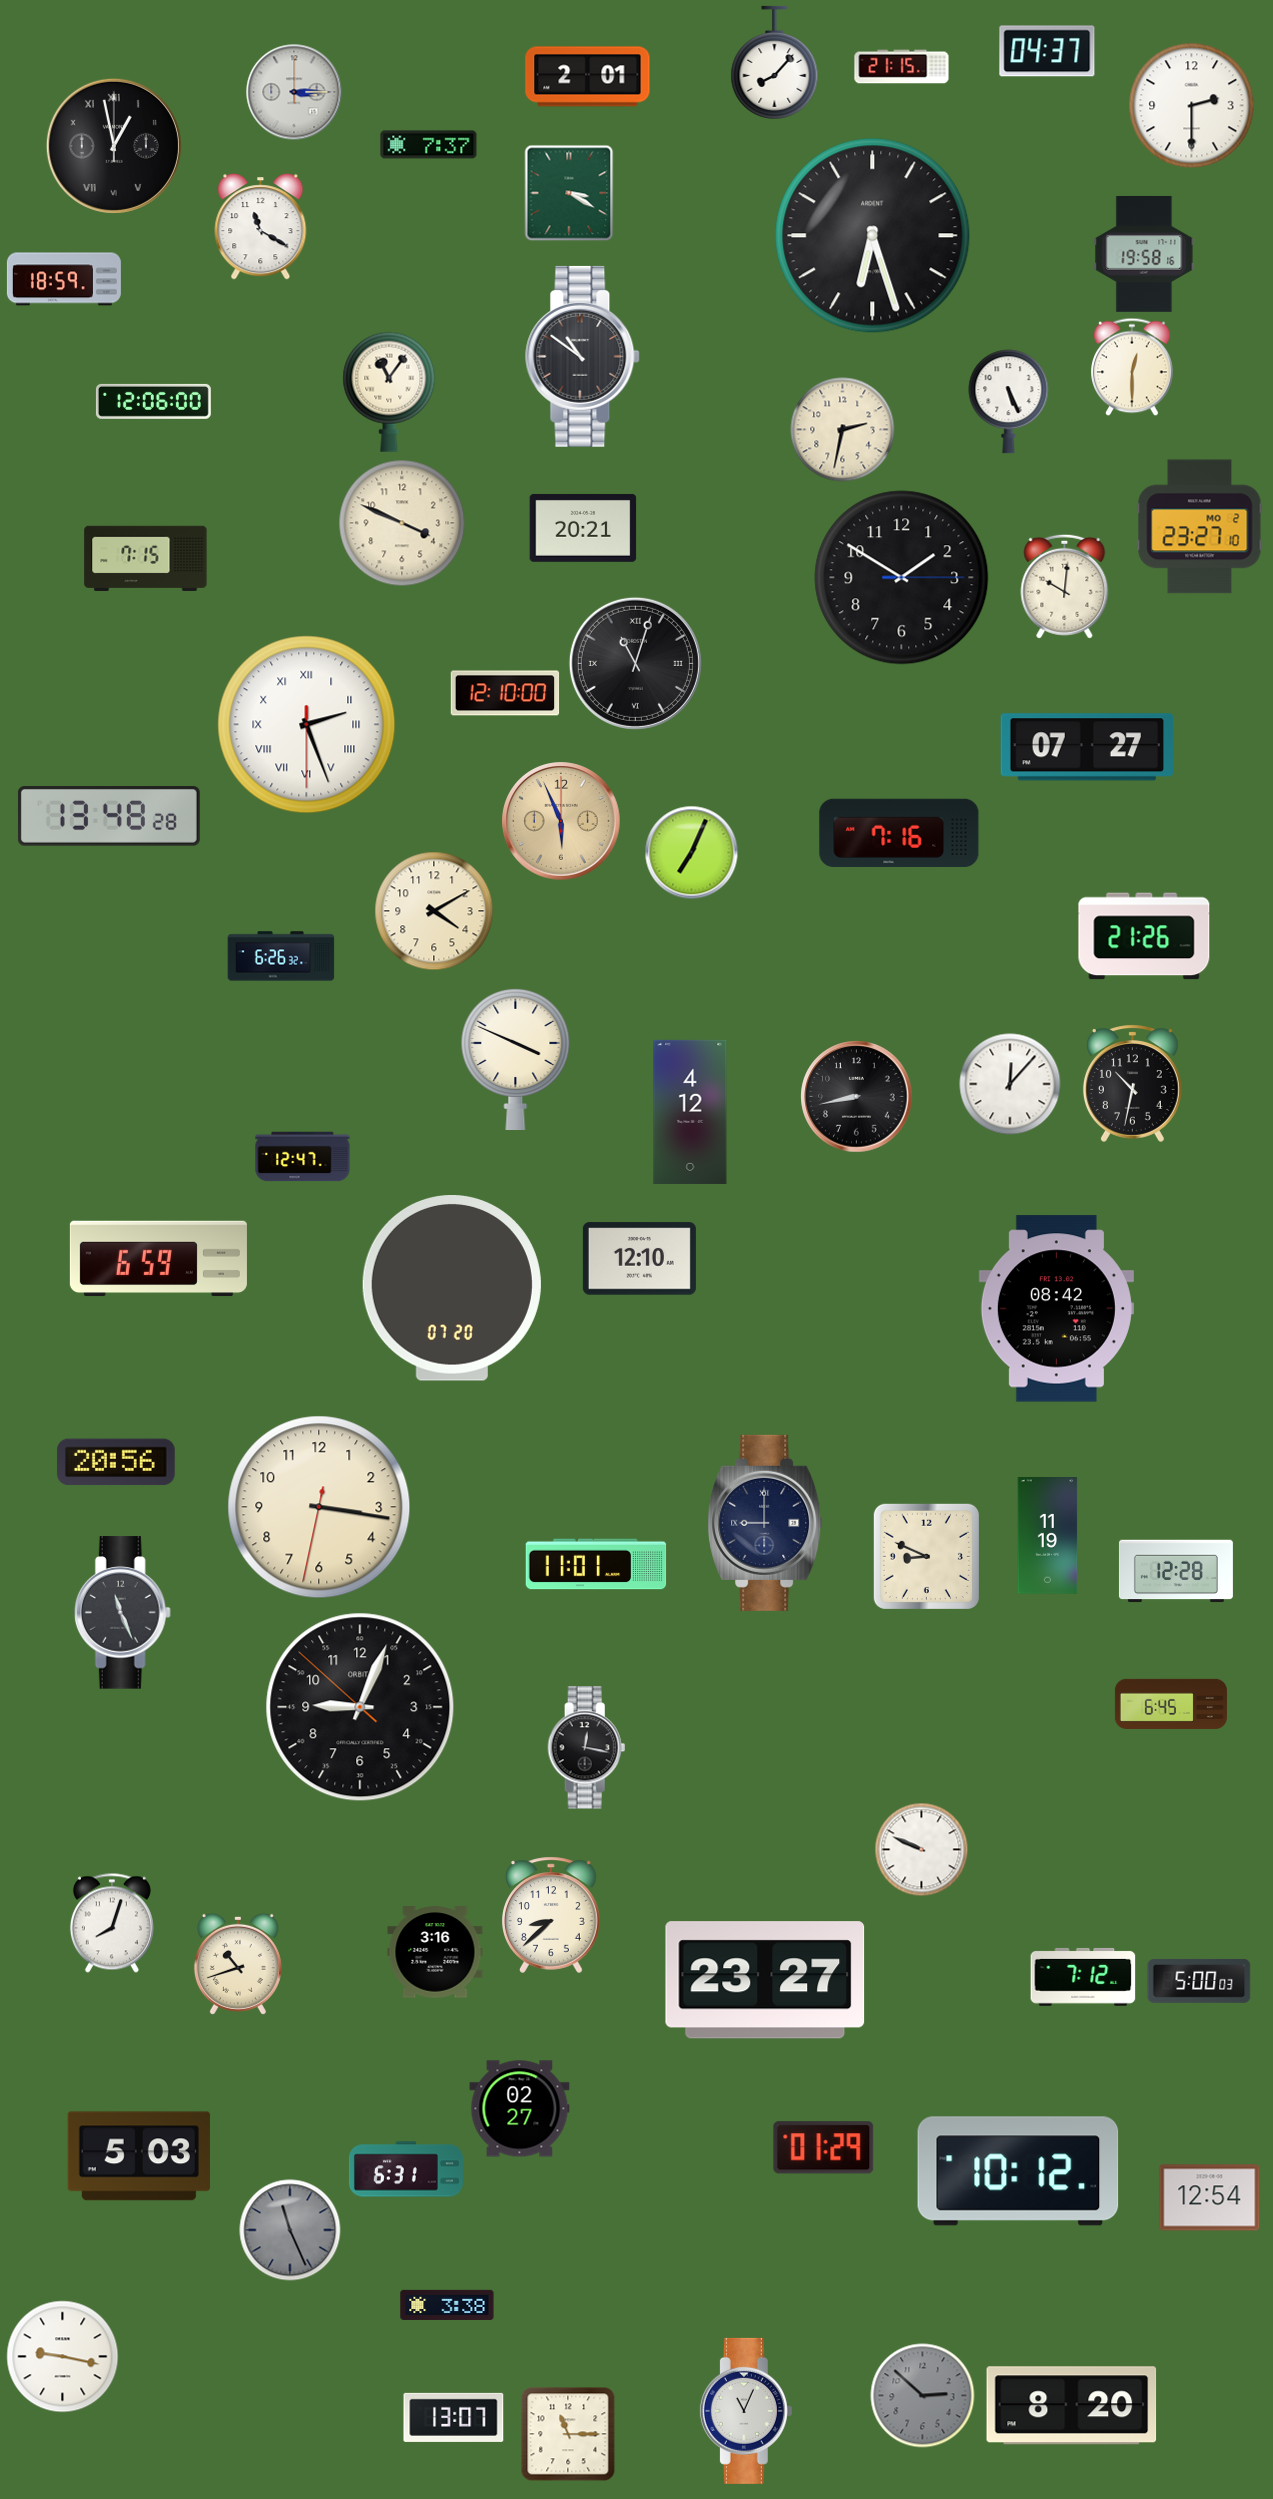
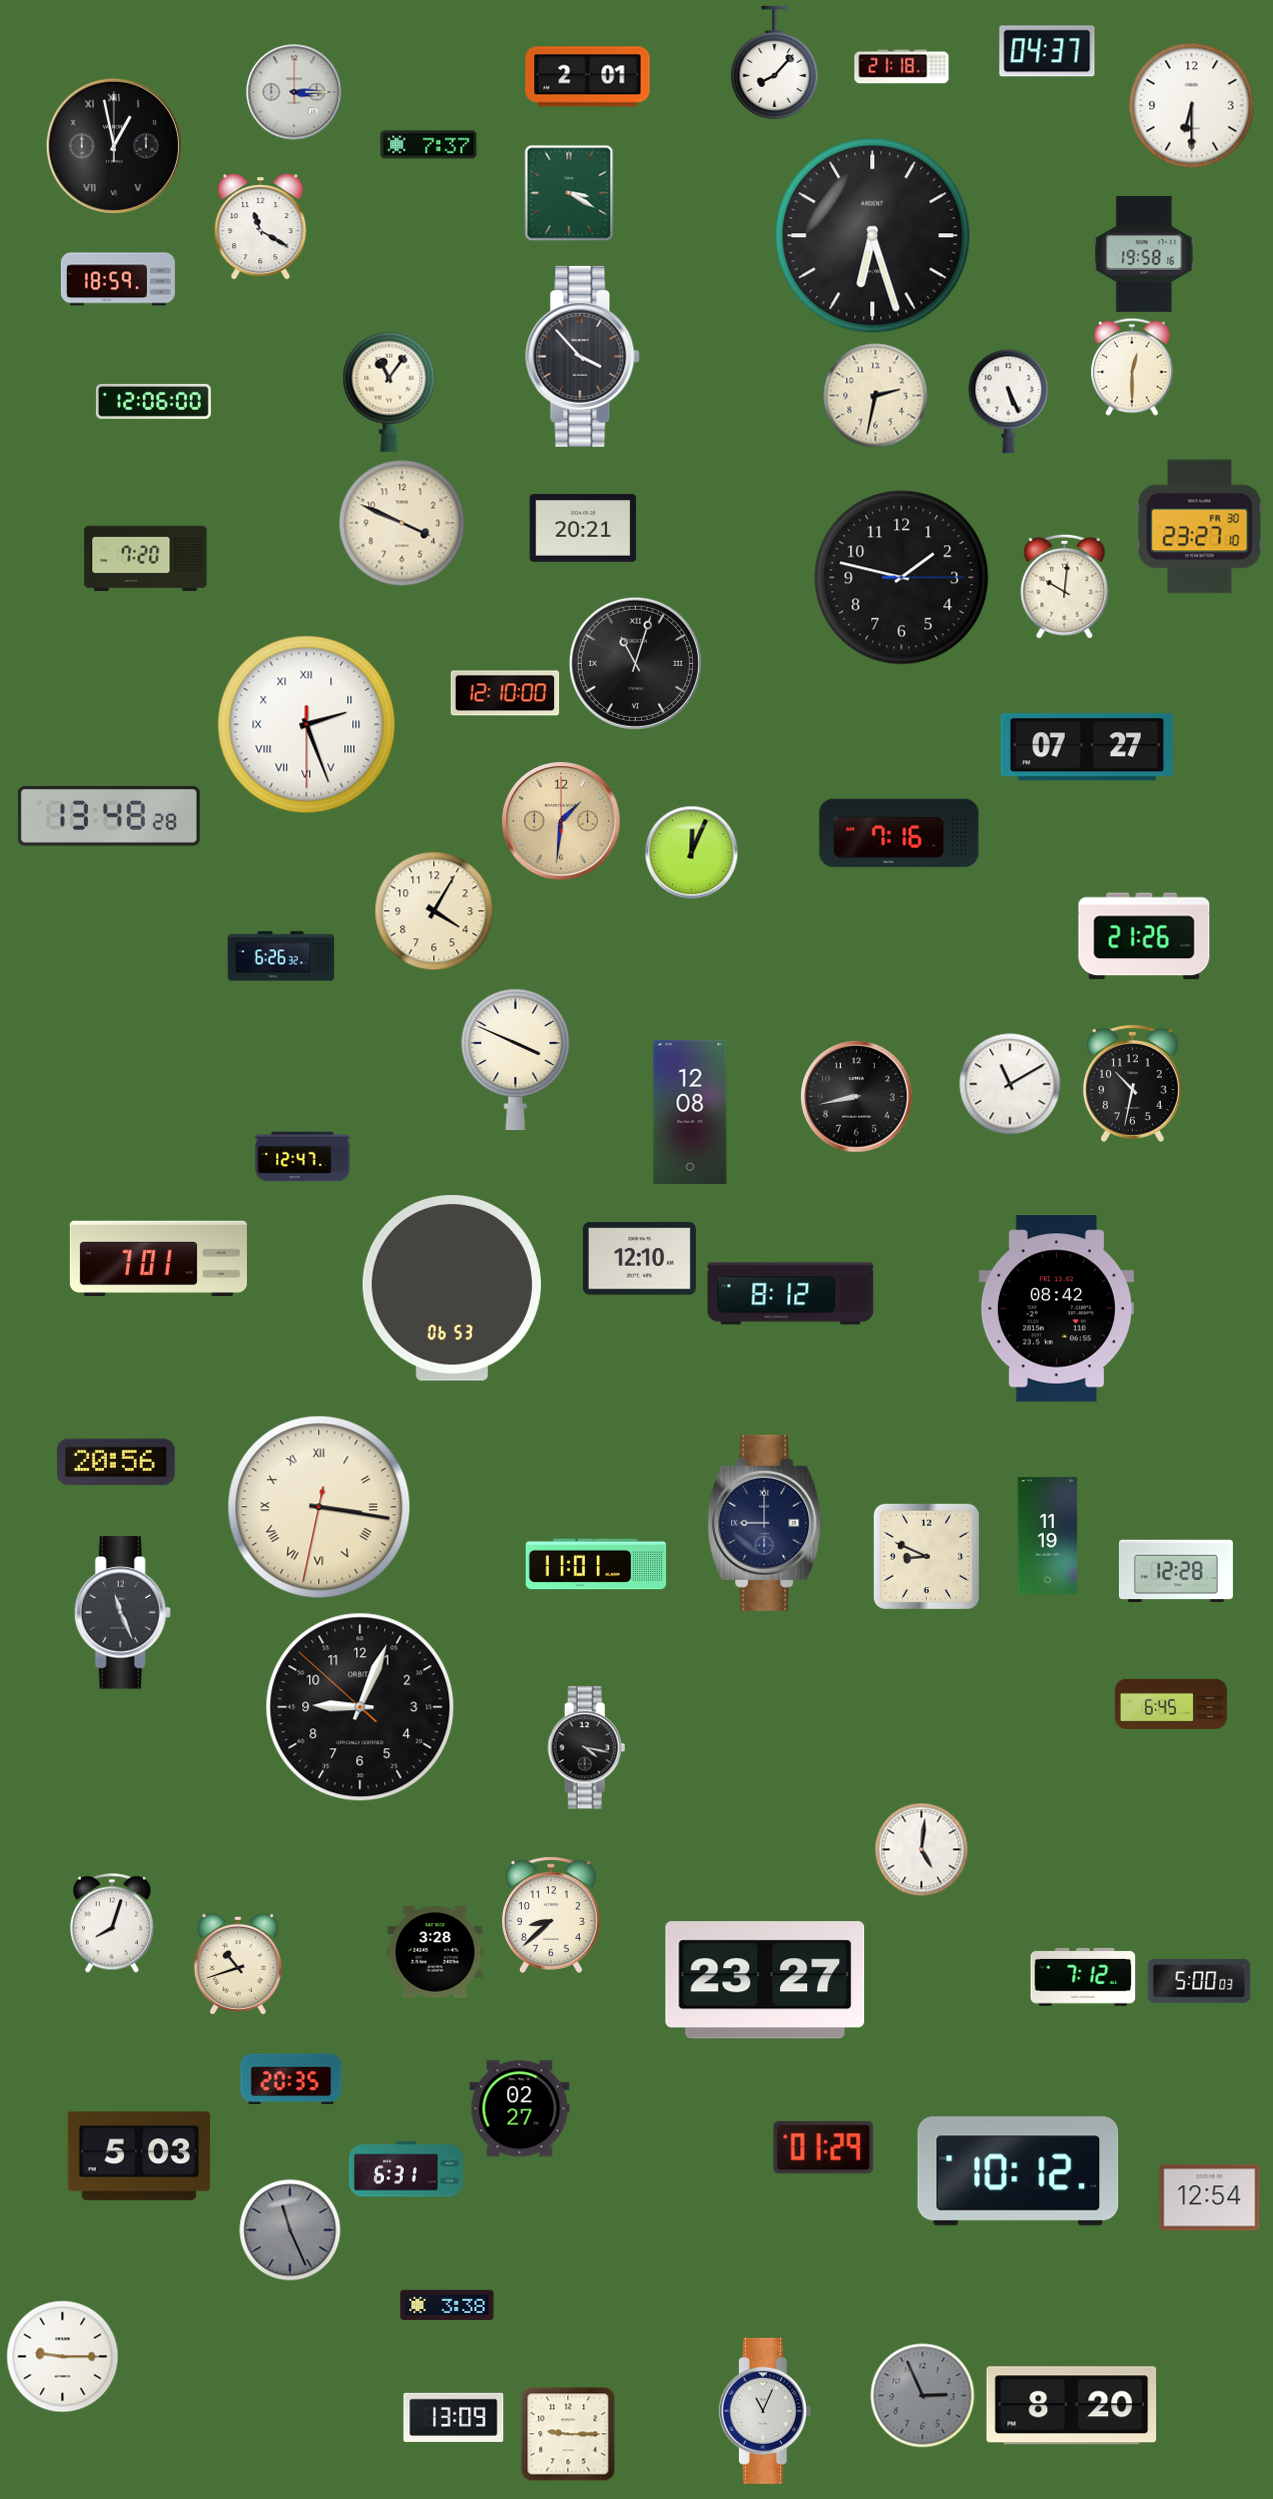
clock at (902, 67): 21:15 -> 21:18
clock at (1192, 106): 2:30 -> 6:30
clock at (64, 279) position: (64, 279) -> (118, 279)
clock at (583, 356): 10:51 -> 3:53
clock at (843, 430) position: (843, 430) -> (876, 396)
clock at (1200, 527) date: MO 2 -> FR 30
clock at (146, 558): 7:15 -> 7:20
clock at (902, 578): 1:50 -> 1:47
clock at (562, 822): 5:56 -> 1:31
clock at (692, 853): 7:04 -> 12:04
clock at (434, 911): 4:10 -> 4:05
clock at (1010, 1084): 12:07 -> 11:10
clock at (690, 1112): 4:12 -> 12:08
clock at (158, 1259): 6:59 -> 7:01
clock at (452, 1289): 07:20 -> 06:53
clock at (791, 1294): none -> 8:12
clock at (319, 1507) numerals: Arabic -> Roman
clock at (587, 1748): 12:17 -> 4:17
clock at (922, 1850): 9:49 -> 5:01
clock at (435, 1952): 3:16 -> 3:28
clock at (291, 2079): none -> 20:35
clock at (63, 2357): 9:17 -> 9:15
clock at (923, 2396): 2:52 -> 2:56
clock at (746, 2411) position: (746, 2411) -> (765, 2411)
clock at (454, 2417): 13:07 -> 13:09
clock at (568, 2434): 11:15 -> 9:15
